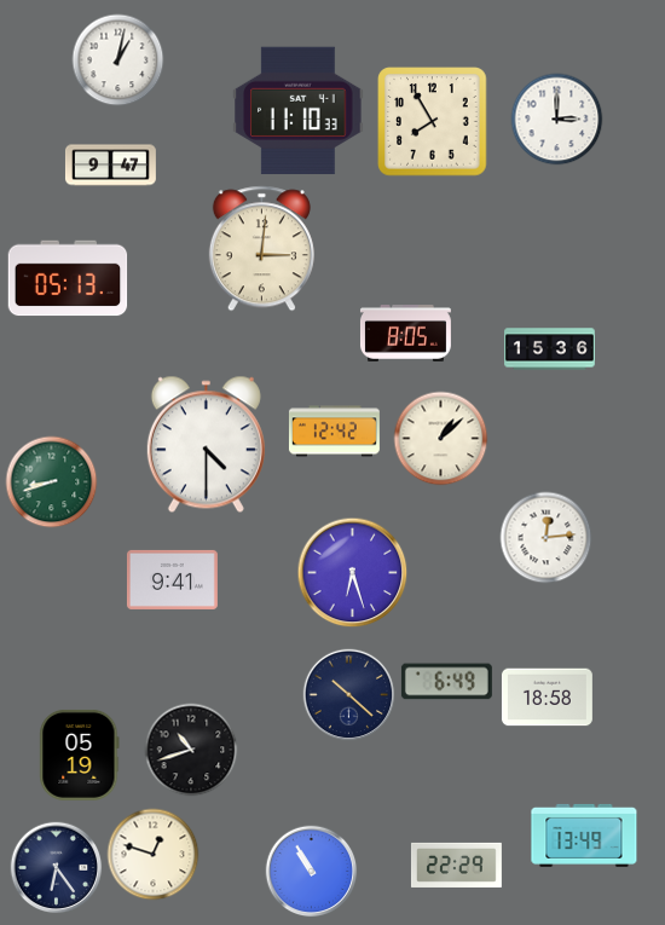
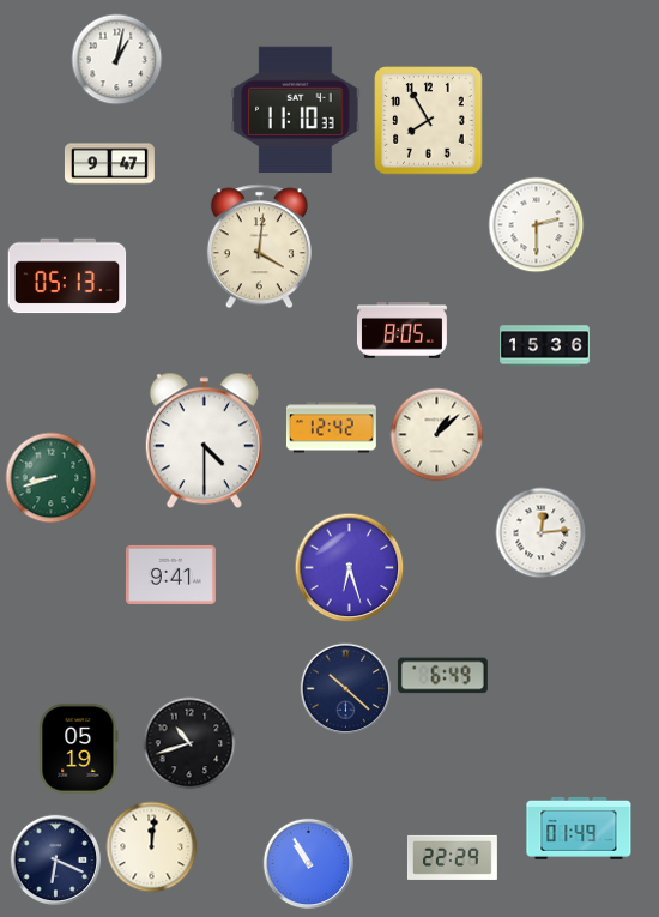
clock at (557, 120): 3:00 -> none
clock at (537, 225): none -> 2:30
clock at (261, 249): 3:01 -> 4:01
clock at (547, 698): 18:58 -> none
clock at (584, 836): 13:49 -> 01:49
clock at (154, 855): 12:48 -> 12:01
clock at (57, 868): 6:24 -> 6:19
